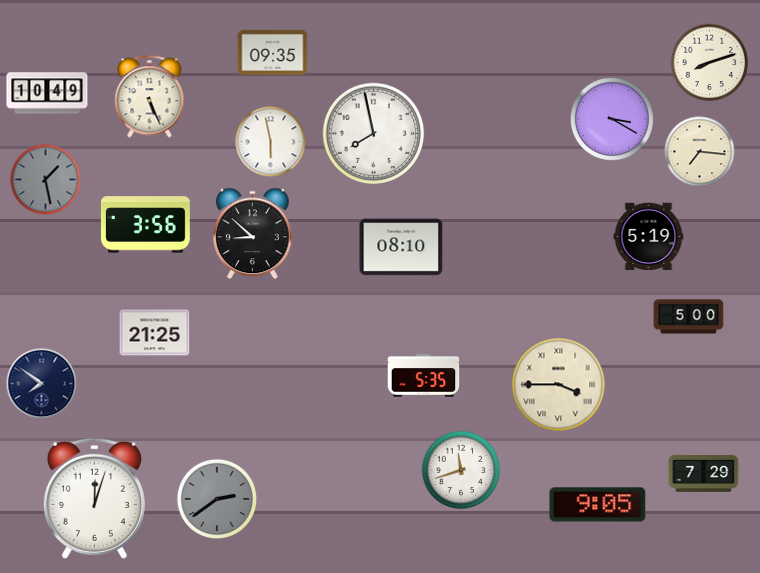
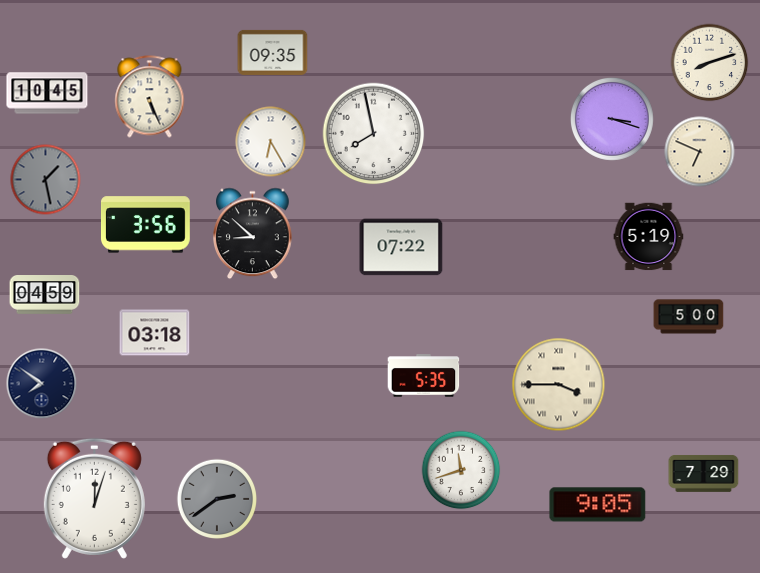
clock at (47, 93): 10:49 -> 10:45
clock at (612, 119): 3:20 -> 3:18
clock at (271, 142): 5:58 -> 6:25
clock at (700, 152): 7:16 -> 6:49
clock at (401, 247): 08:10 -> 07:22
clock at (45, 295): none -> 04:59
clock at (155, 333): 21:25 -> 03:18
